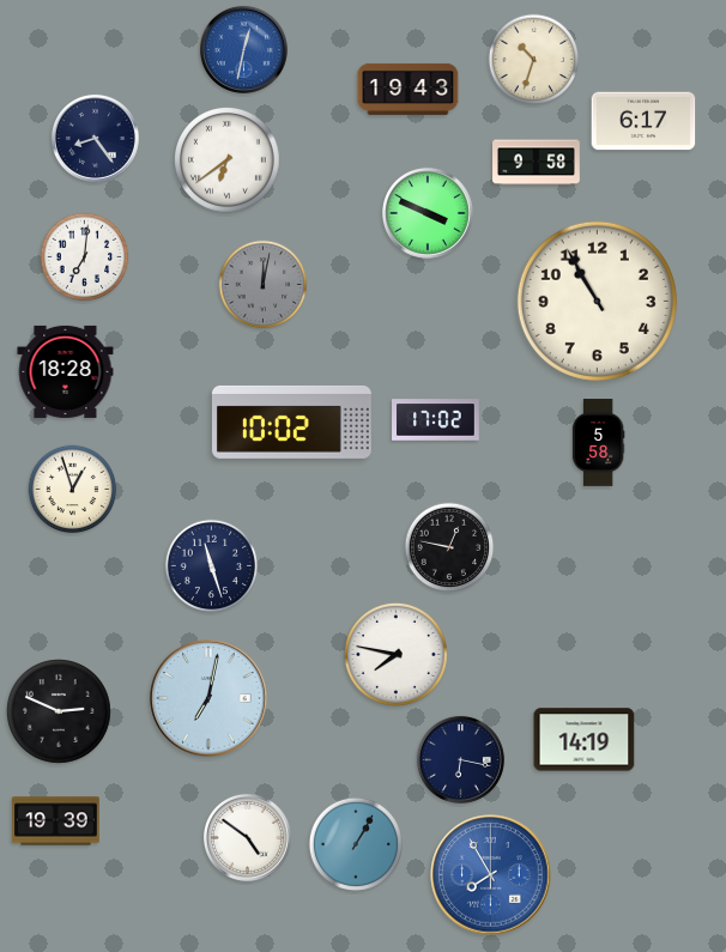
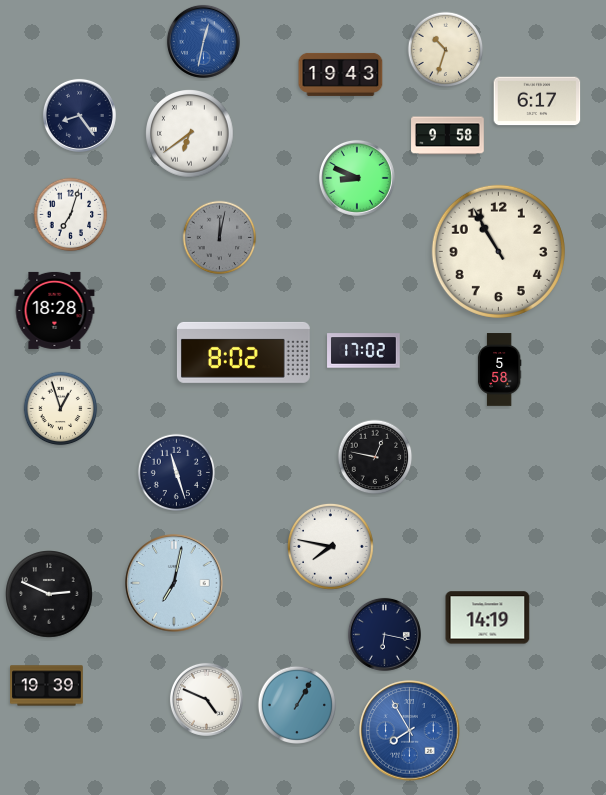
clock at (428, 213): 3:49 -> 8:49
clock at (85, 257): 7:01 -> 7:03
clock at (291, 422): 10:02 -> 8:02
clock at (247, 837): 4:51 -> 4:49
